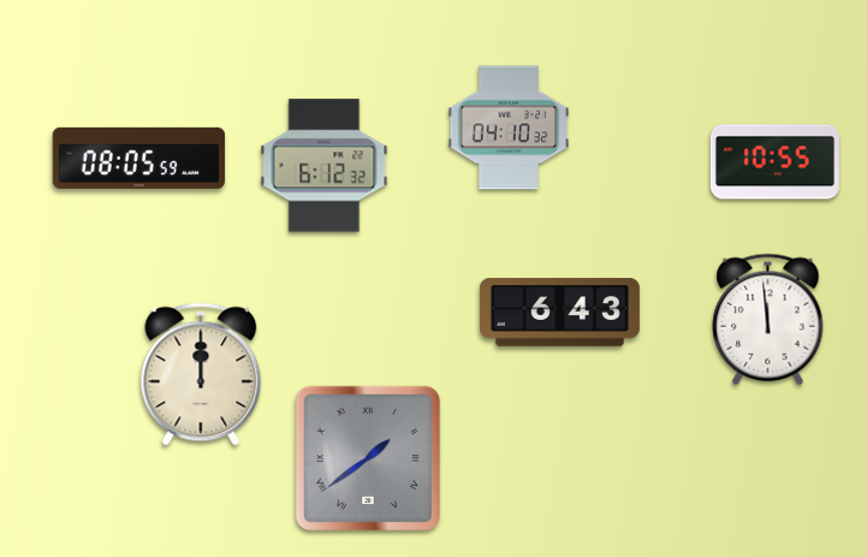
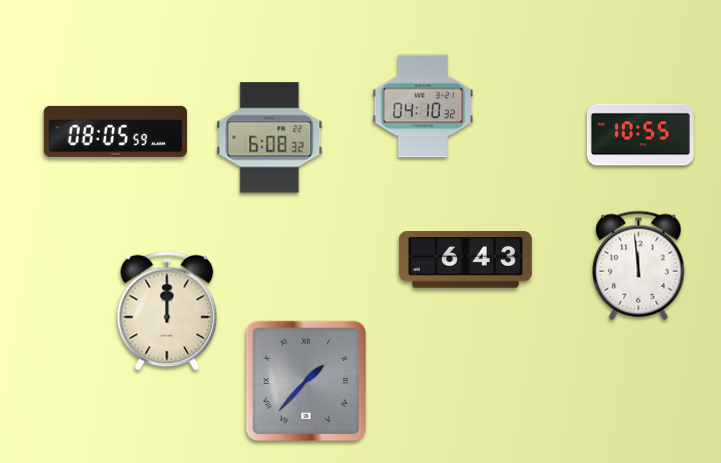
clock at (774, 162) position: (774, 162) -> (640, 135)
clock at (325, 166): 6:12 -> 6:08
clock at (367, 457): 1:39 -> 1:37
